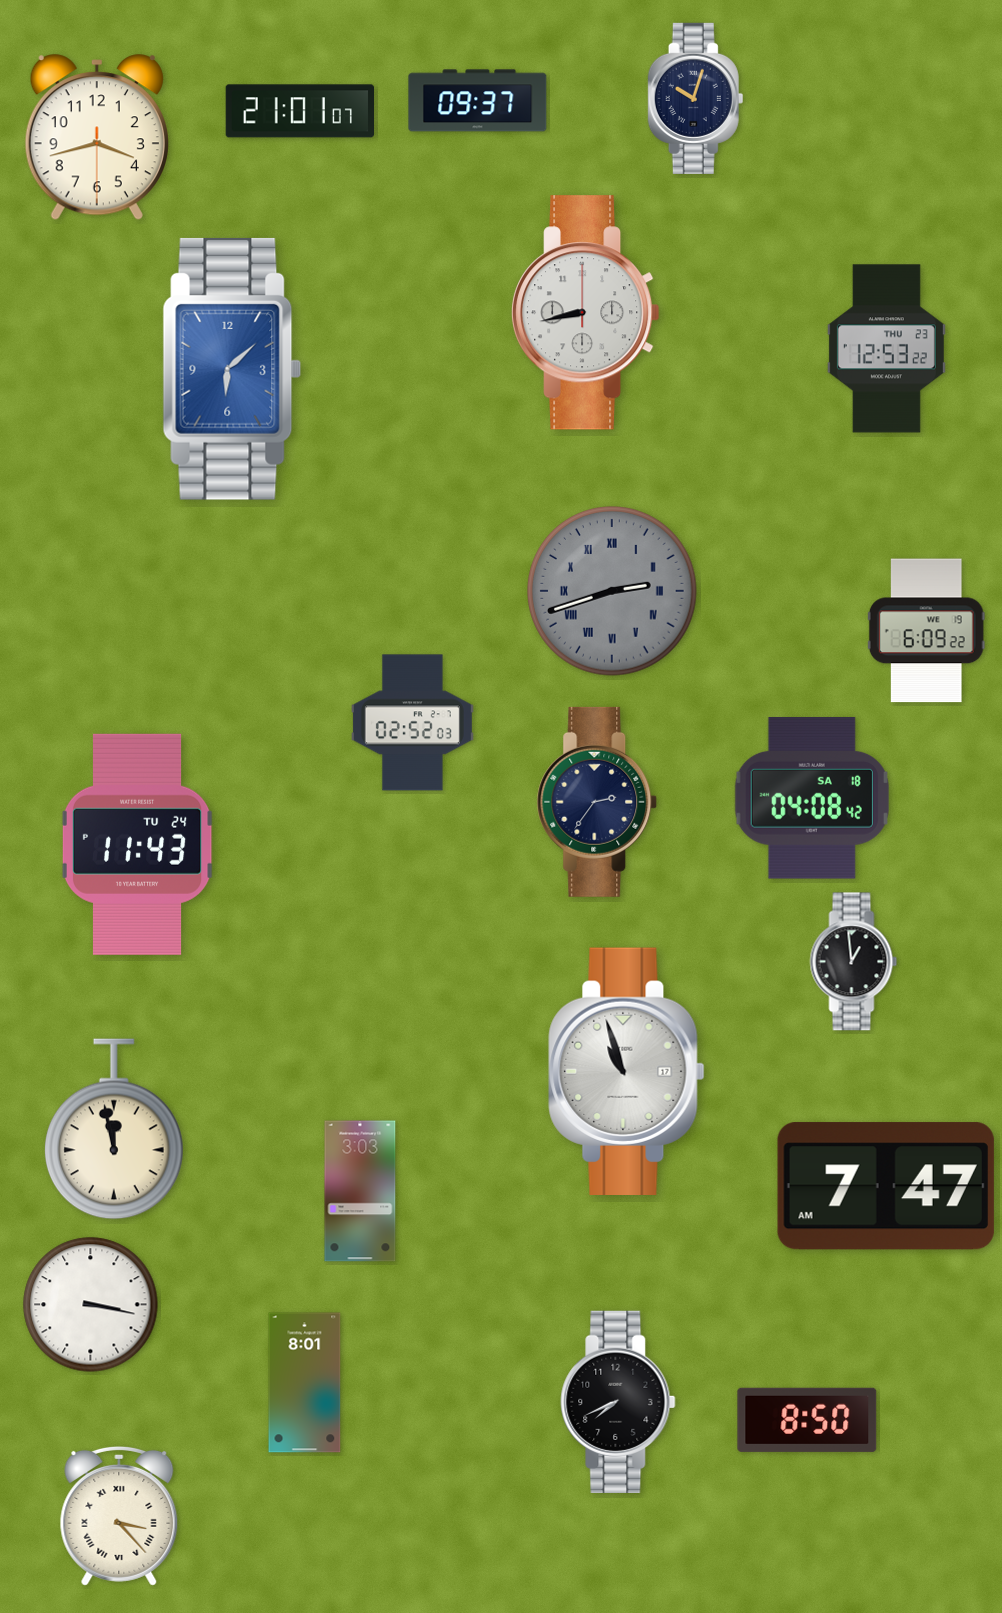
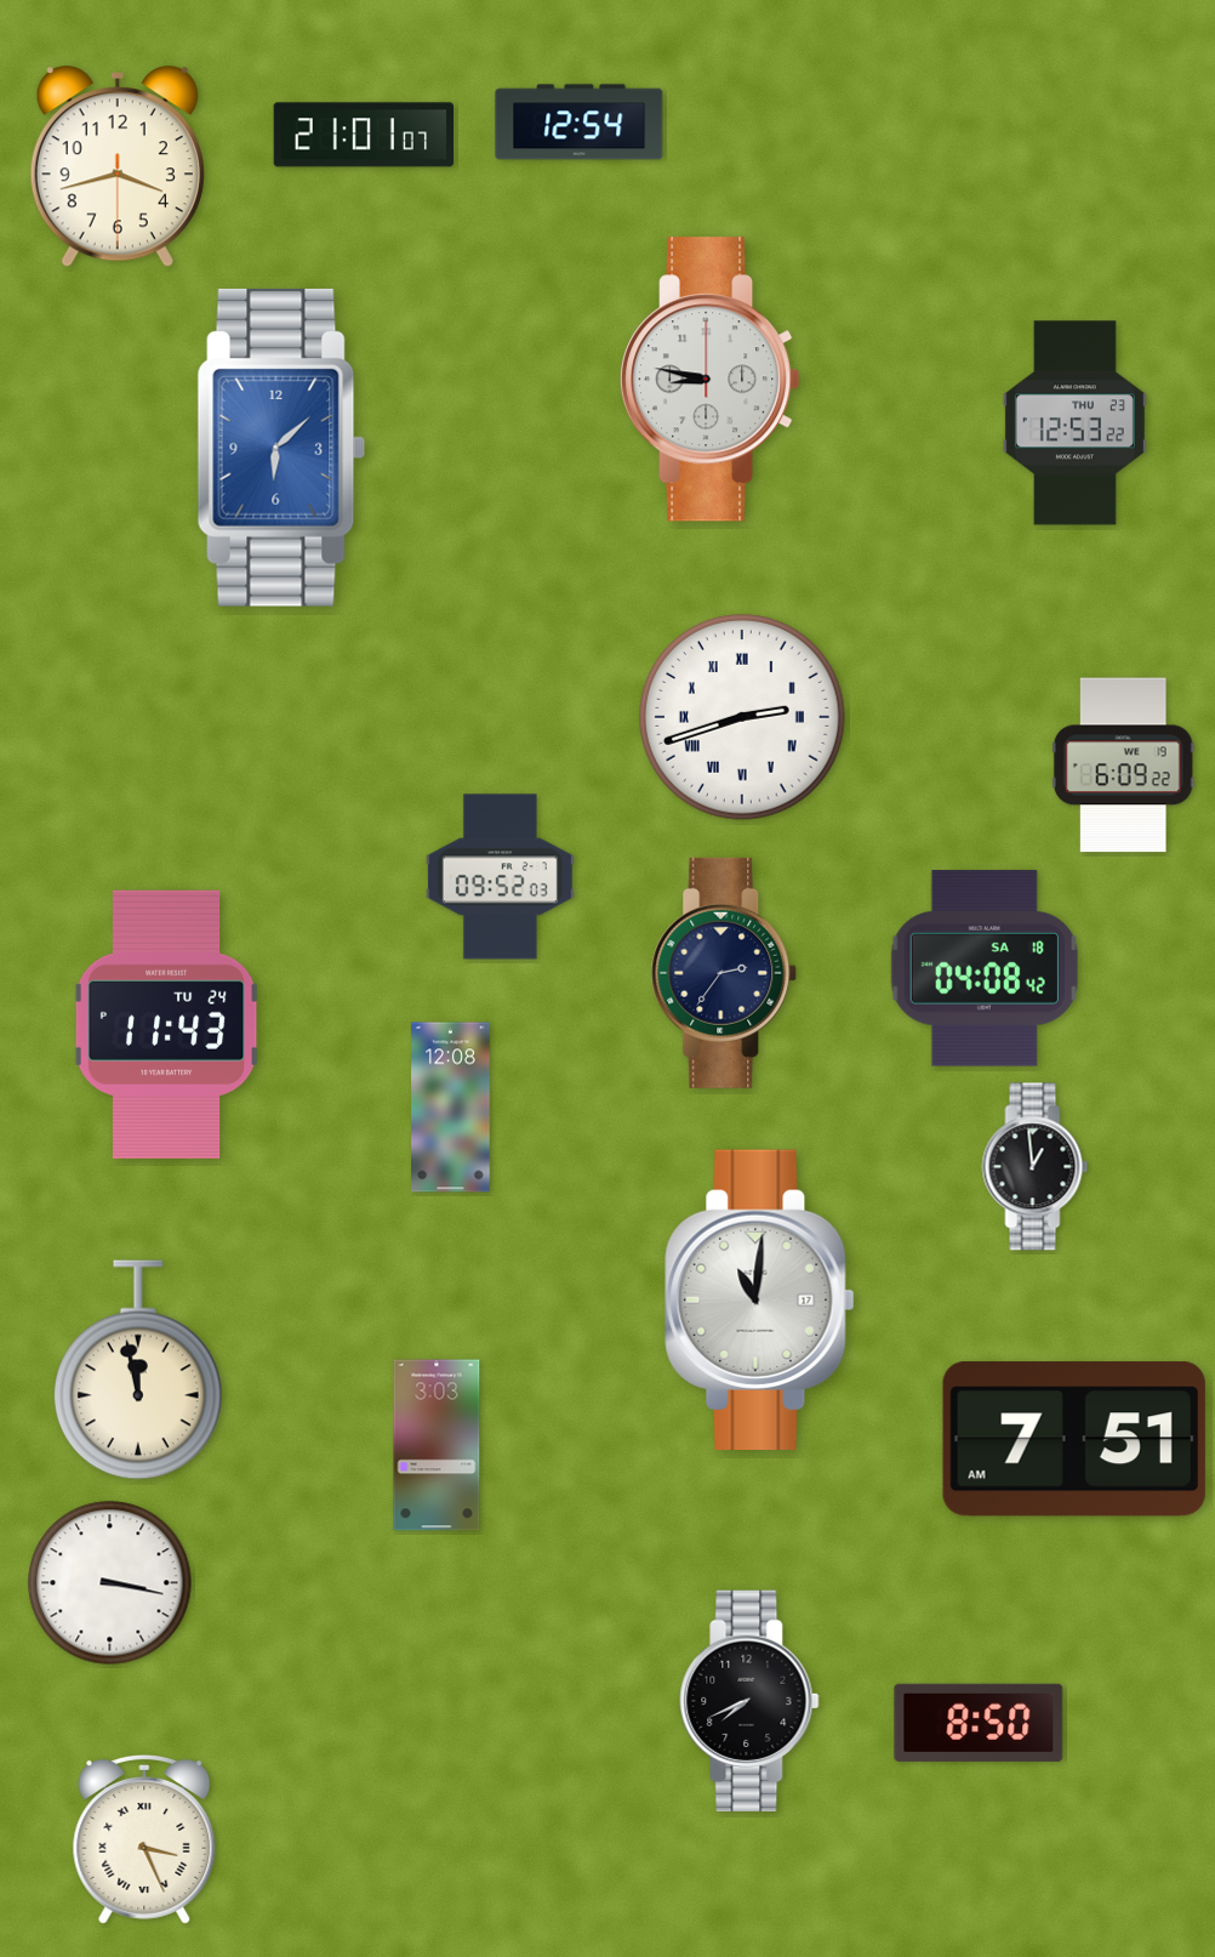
clock at (696, 98): 10:03 -> none
clock at (478, 101): 09:37 -> 12:54
clock at (586, 313): 8:43 -> 8:47
clock at (612, 591) dial: grey -> white
clock at (412, 723): 02:52 -> 09:52
clock at (451, 1108): none -> 12:08
clock at (627, 1071): 10:57 -> 11:01
clock at (886, 1186): 7:47 -> 7:51
clock at (305, 1383): 8:01 -> none
clock at (119, 1516): 3:23 -> 3:26
